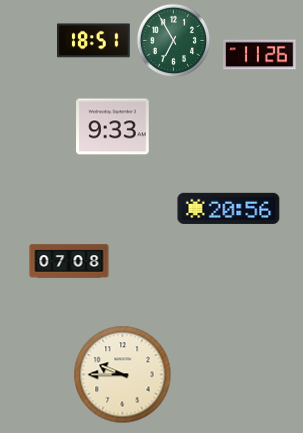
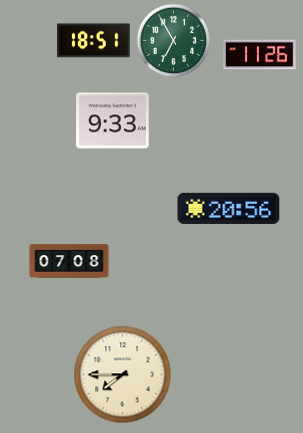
clock at (113, 127) position: (113, 127) -> (113, 121)
clock at (123, 375): 9:45 -> 7:45
